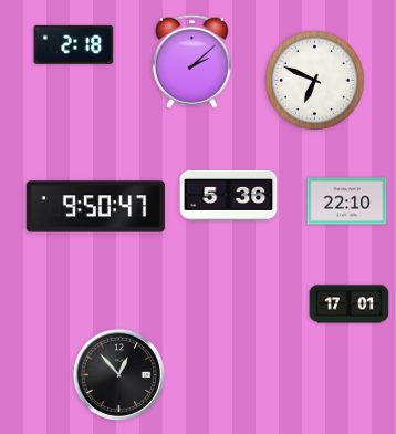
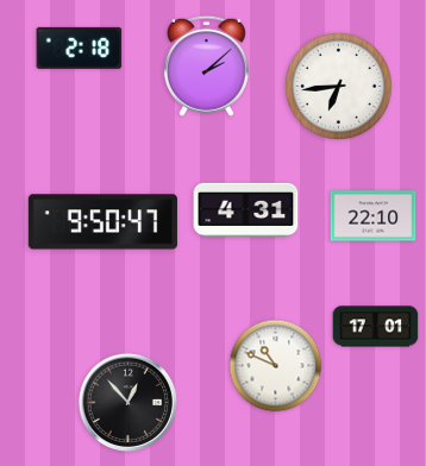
clock at (314, 80): 6:49 -> 6:44
clock at (229, 195): 5:36 -> 4:31
clock at (276, 366): none -> 10:49
